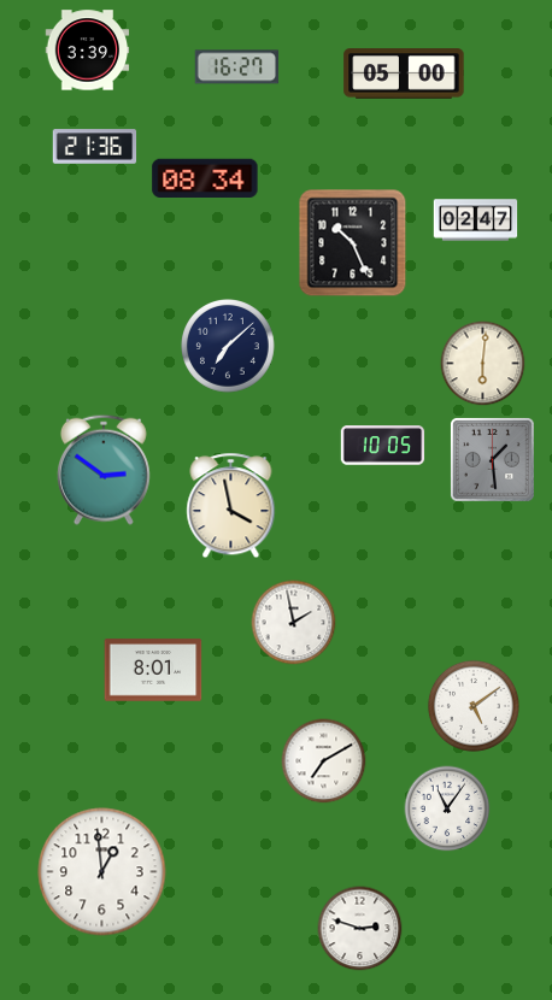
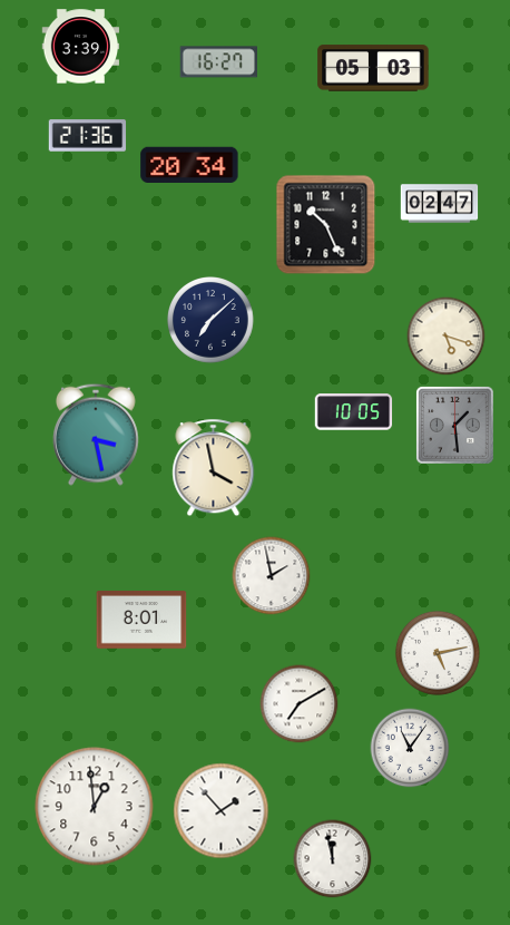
clock at (404, 73): 05:00 -> 05:03
clock at (205, 177): 08:34 -> 20:34
clock at (483, 364): 6:01 -> 5:18
clock at (104, 470): 2:51 -> 3:28
clock at (474, 706): 5:09 -> 5:13
clock at (447, 808) position: (447, 808) -> (410, 748)
clock at (222, 811): none -> 1:53
clock at (360, 929): 2:48 -> 11:58
